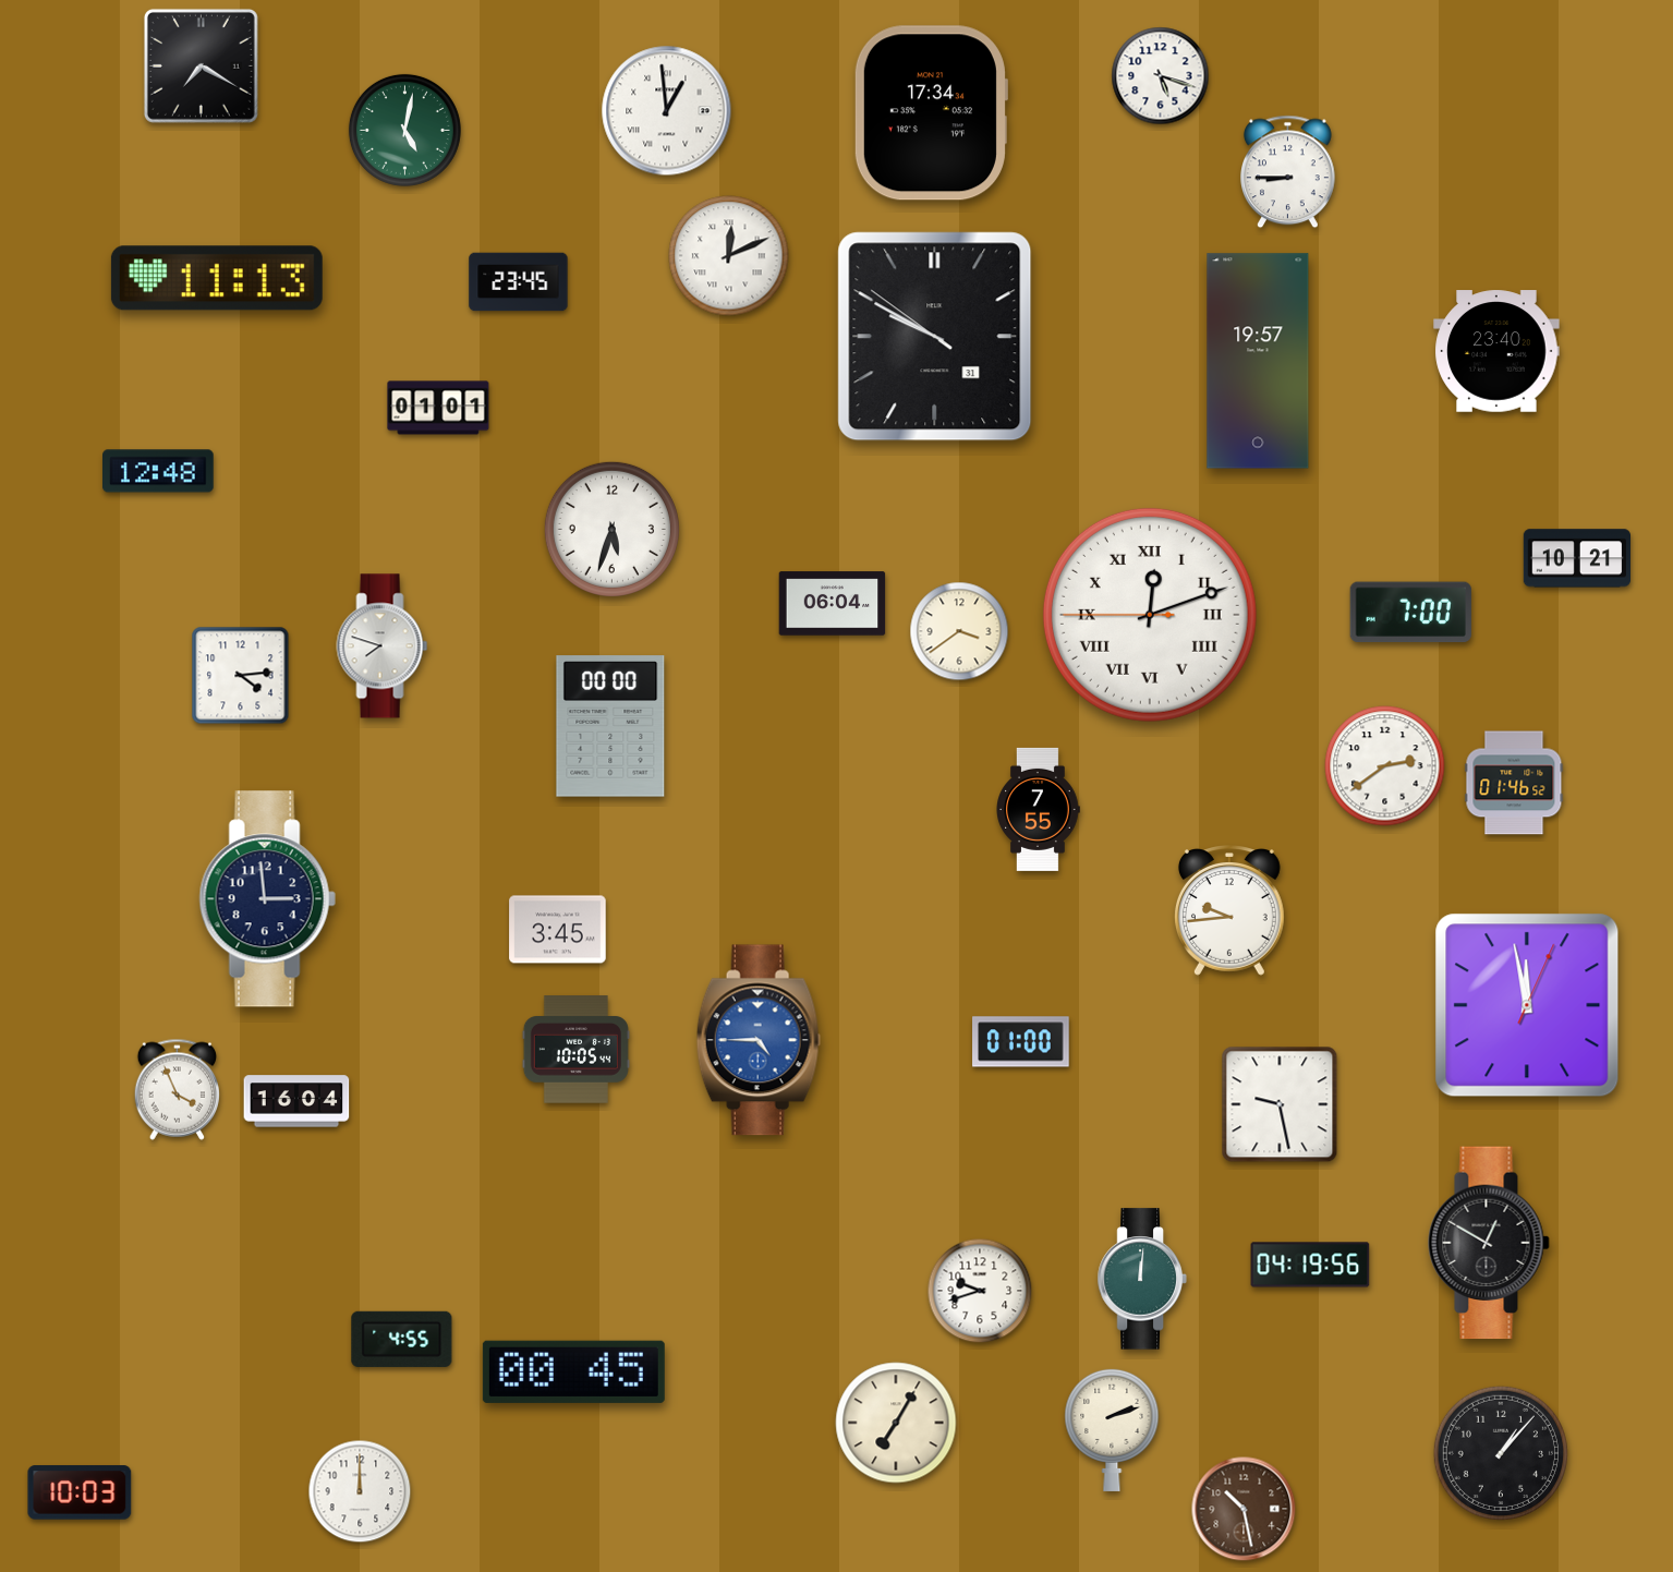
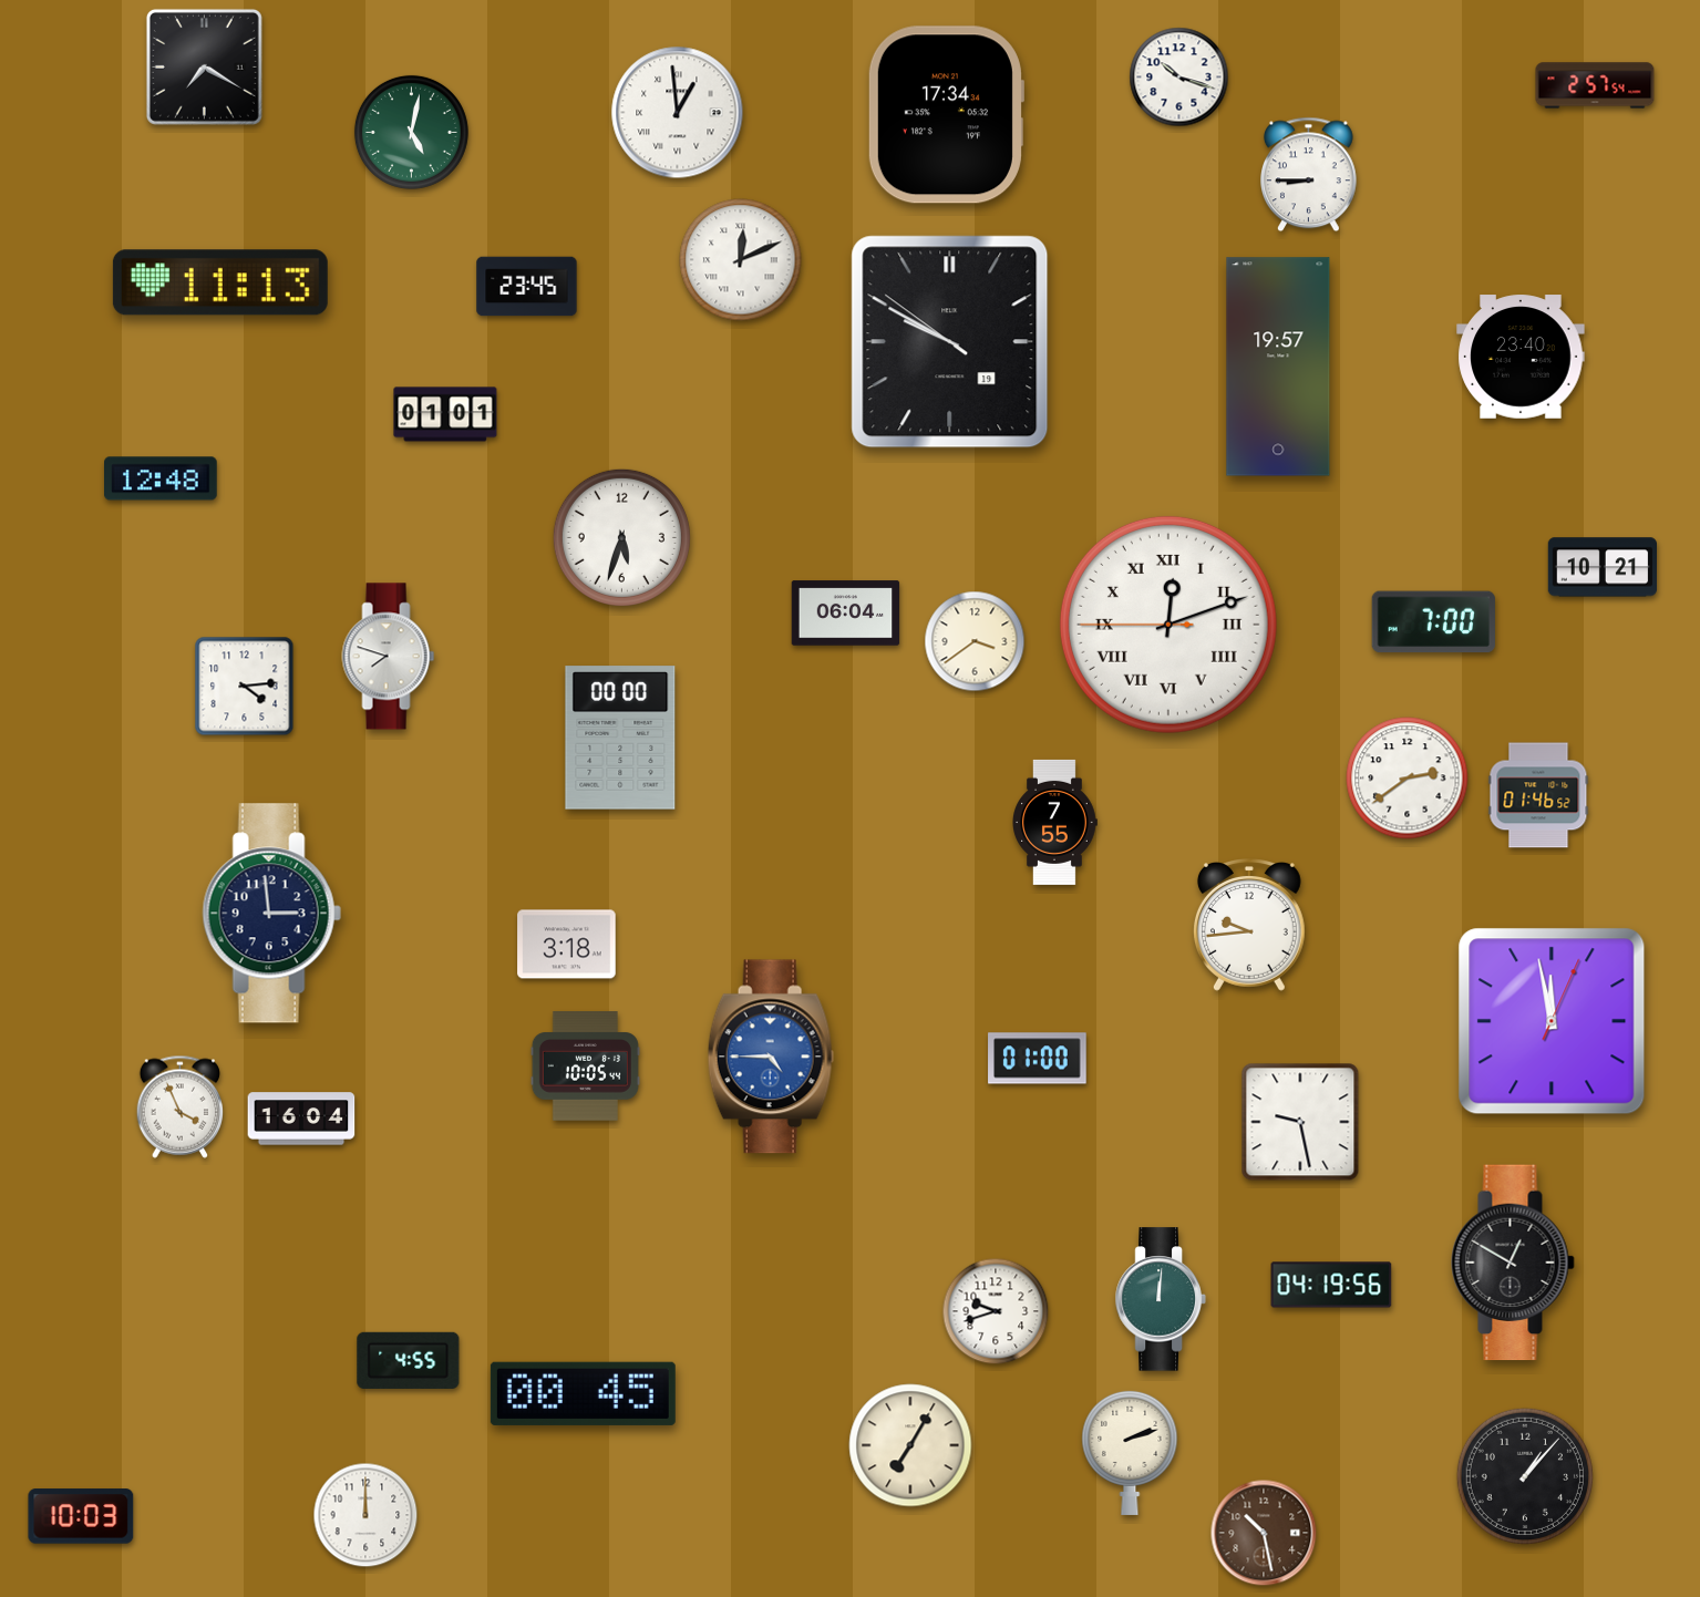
clock at (1161, 76): 5:18 -> 10:18
clock at (1595, 85): none -> 2:57
clock at (935, 337) date: 31 -> 19
clock at (558, 930): 3:45 -> 3:18
